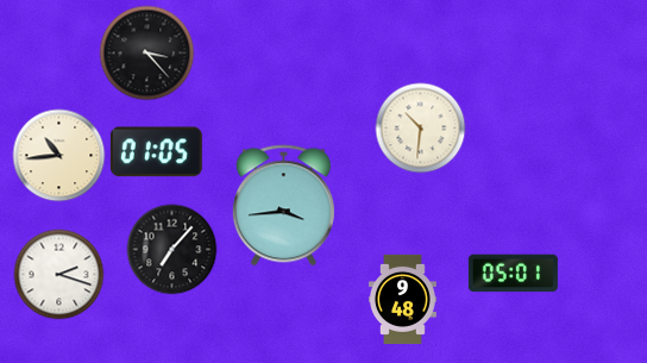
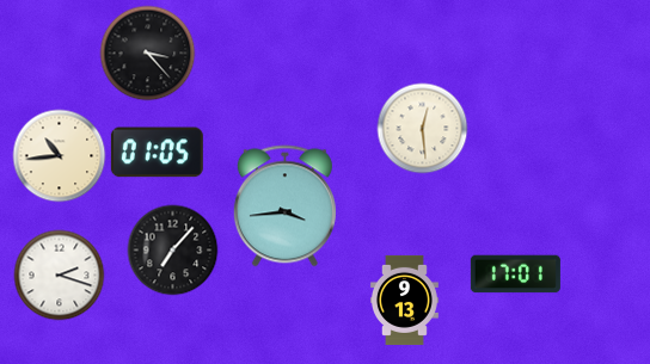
clock at (421, 129): 10:31 -> 12:29
clock at (513, 274): 05:01 -> 17:01
clock at (402, 299): 9:48 -> 9:13
